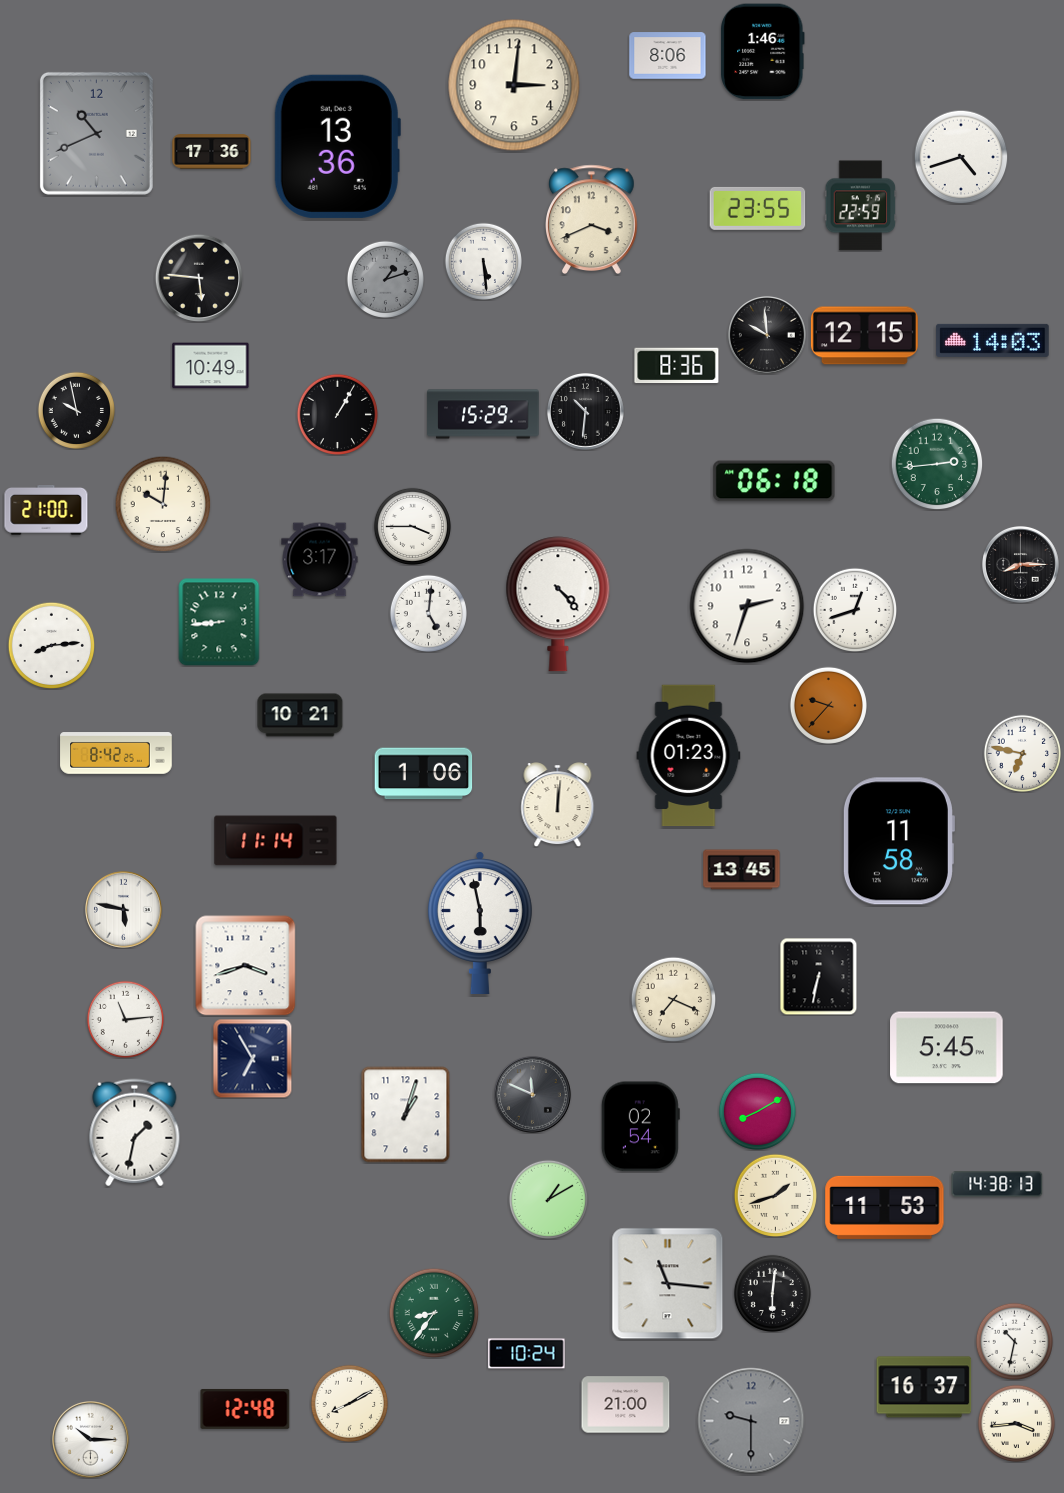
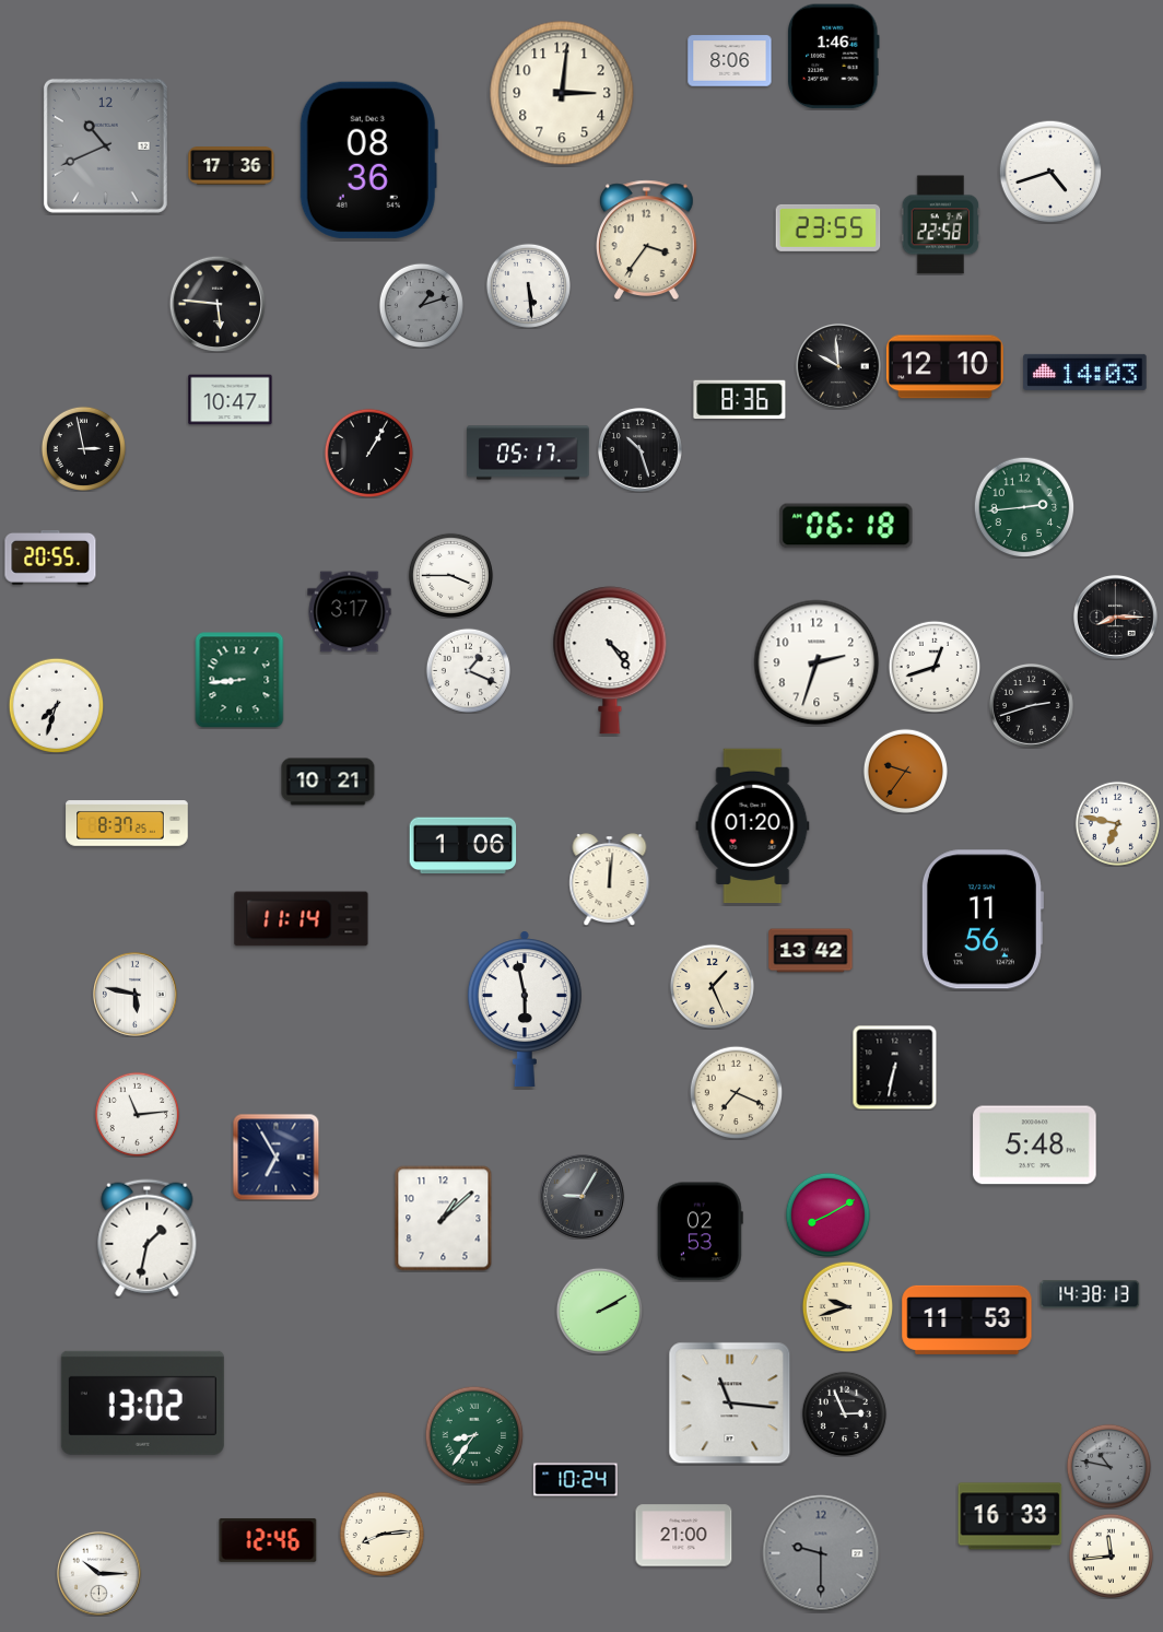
clock at (337, 146): 13:36 -> 08:36
clock at (861, 206): 22:59 -> 22:58
clock at (592, 219): 3:41 -> 3:36
clock at (864, 336): 12:15 -> 12:10
clock at (211, 366): 10:49 -> 10:47
clock at (76, 410): 9:58 -> 2:58
clock at (586, 412): 10:31 -> 10:27
clock at (483, 414): 15:29 -> 05:17
clock at (163, 504): 10:01 -> none
clock at (46, 510): 21:00 -> 20:55
clock at (558, 604): 4:23 -> 4:24
clock at (428, 613): 5:01 -> 1:19
clock at (51, 645): 8:14 -> 7:33
clock at (1032, 706): none -> 2:42
clock at (828, 705): 9:37 -> 9:36
clock at (116, 753): 8:42 -> 8:37
clock at (689, 756): 01:23 -> 01:20
clock at (898, 841): 11:58 -> 11:56
clock at (742, 870): 13:45 -> 13:42
clock at (712, 986): none -> 1:26
clock at (246, 966): 3:42 -> none
clock at (947, 1048): 5:45 -> 5:48
clock at (533, 1095): 11:49 -> 9:05
clock at (406, 1115): 1:03 -> 1:08
clock at (640, 1127): 02:54 -> 02:53
clock at (775, 1195): 1:42 -> 9:42
clock at (548, 1199): 1:10 -> 2:10
clock at (142, 1402): none -> 13:02
clock at (772, 1293): 6:01 -> 2:56
clock at (1014, 1341): 10:32 -> 10:47
clock at (1014, 1341) dial: white -> grey
clock at (924, 1387): 16:37 -> 16:33
clock at (349, 1403): 8:10 -> 8:14
clock at (245, 1409): 12:48 -> 12:46
clock at (1016, 1423): 3:44 -> 11:44
